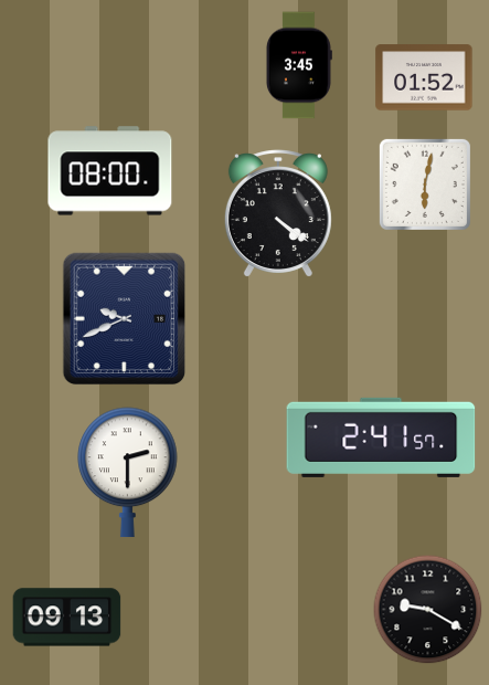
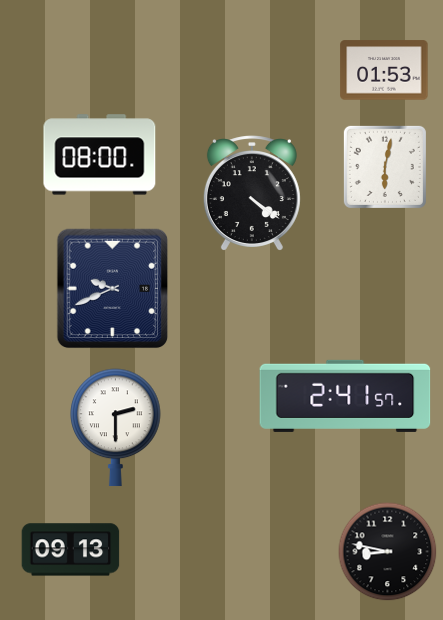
clock at (298, 65): 3:45 -> none
clock at (424, 77): 01:52 -> 01:53
clock at (428, 610): 9:20 -> 8:47
clock at (67, 618) position: (67, 618) -> (71, 550)
